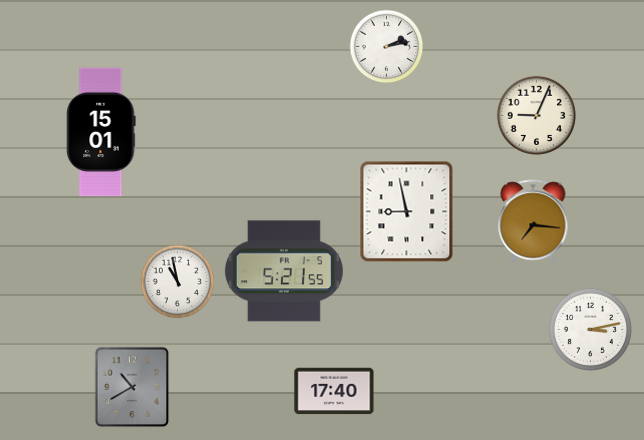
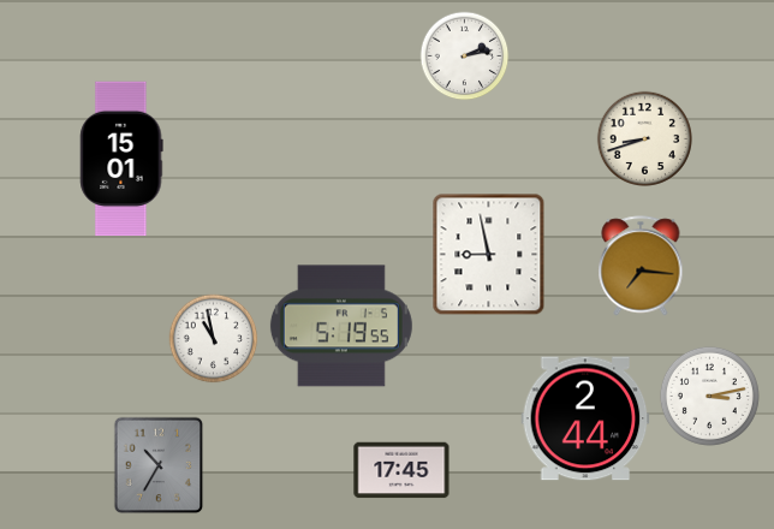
clock at (536, 115): 9:04 -> 8:42
clock at (284, 271): 5:21 -> 5:19
clock at (585, 418): none -> 2:44
clock at (132, 387): 10:40 -> 10:35
clock at (334, 391): 17:40 -> 17:45
